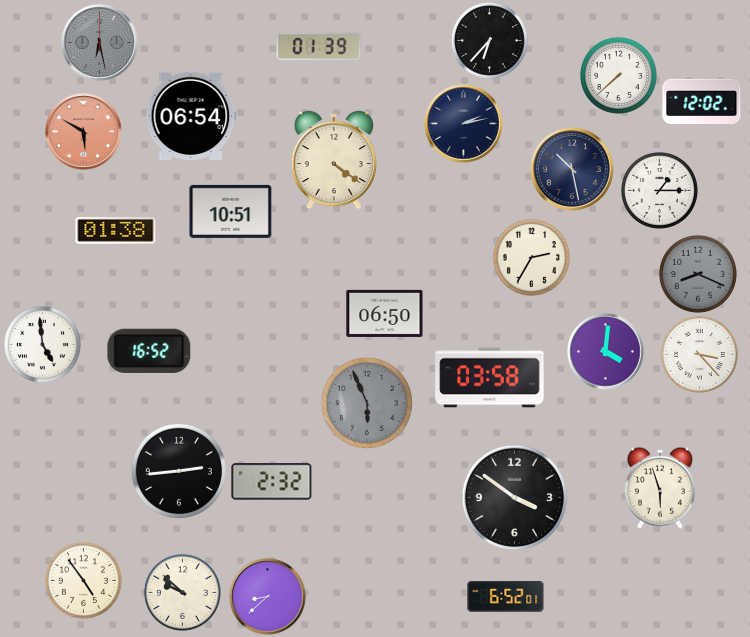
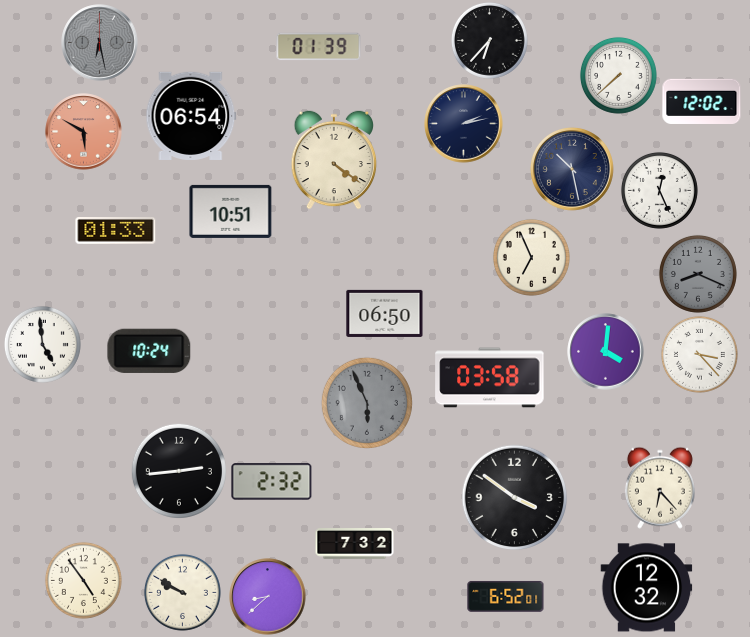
clock at (659, 190): 1:15 -> 12:26
clock at (116, 231): 01:38 -> 01:33
clock at (531, 257): 2:35 -> 6:56
clock at (149, 351): 16:52 -> 10:24
clock at (660, 488): 5:57 -> 6:23
clock at (355, 544): none -> 7:32
clock at (647, 588): none -> 12:32
clock at (182, 592): 9:52 -> 9:50
